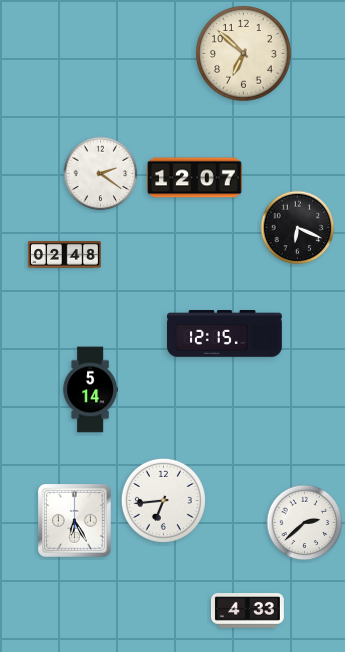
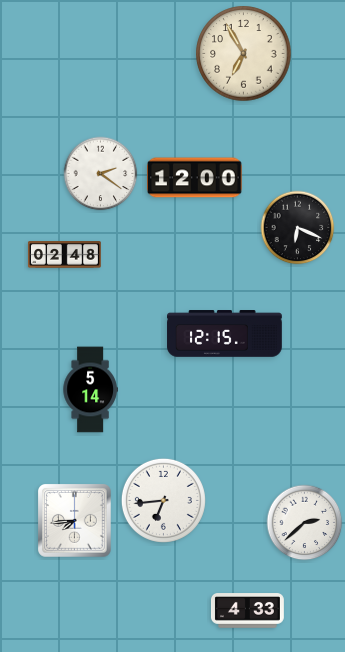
clock at (244, 54): 6:52 -> 6:55
clock at (195, 178): 12:07 -> 12:00
clock at (75, 521): 6:25 -> 7:44
